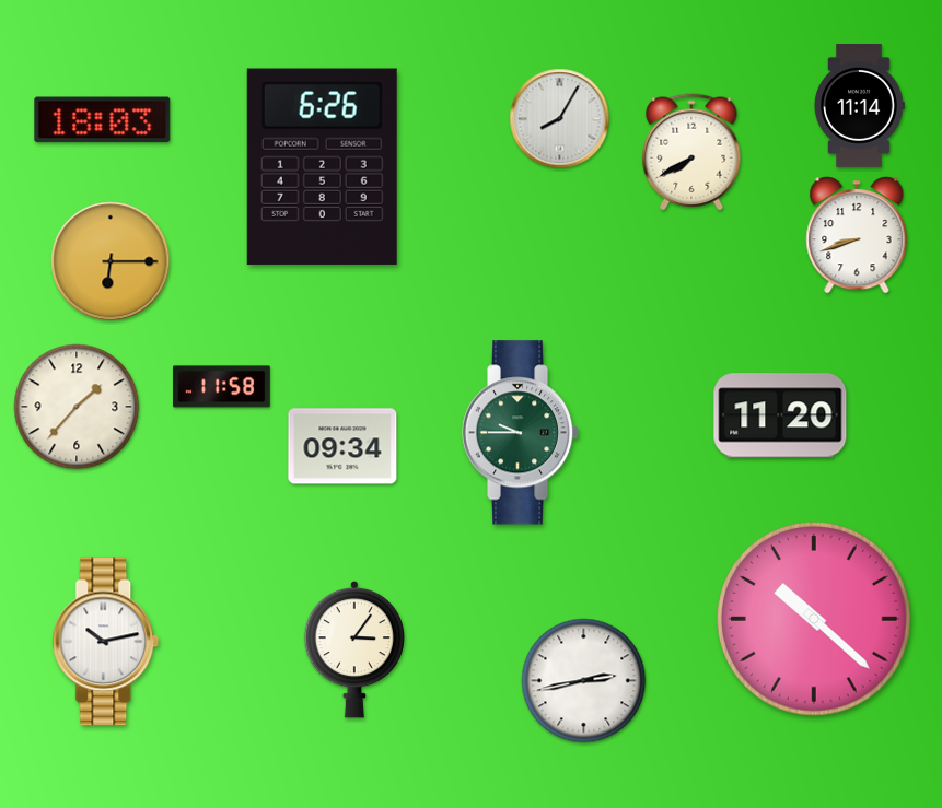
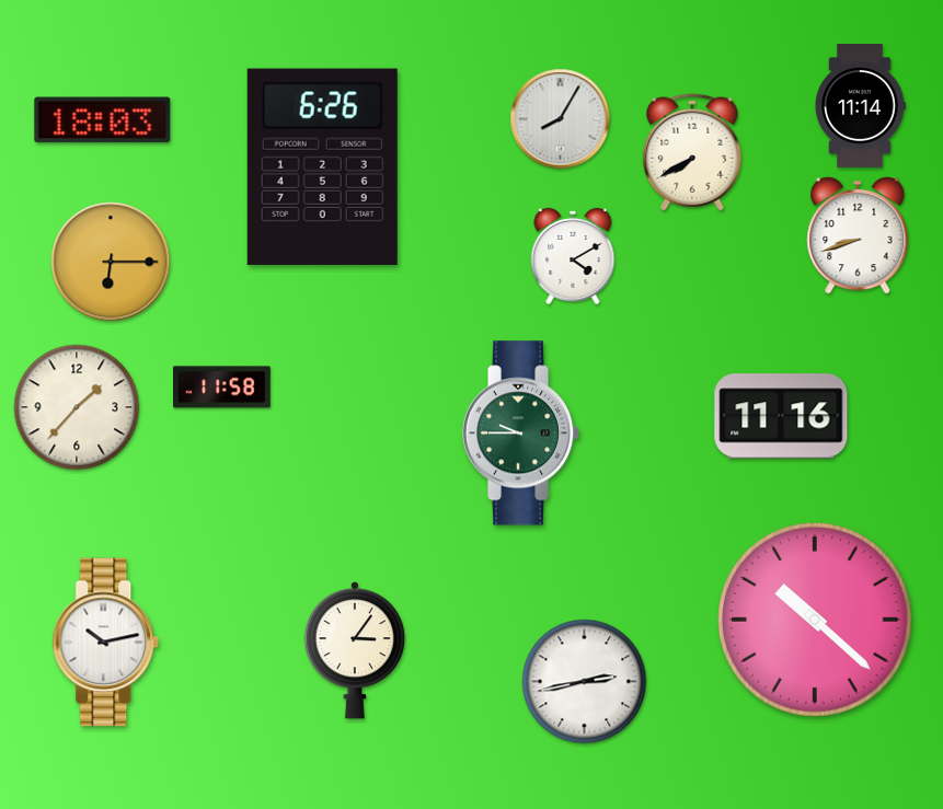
clock at (573, 256): none -> 4:10
clock at (780, 415): 11:20 -> 11:16
clock at (342, 446): 09:34 -> none
